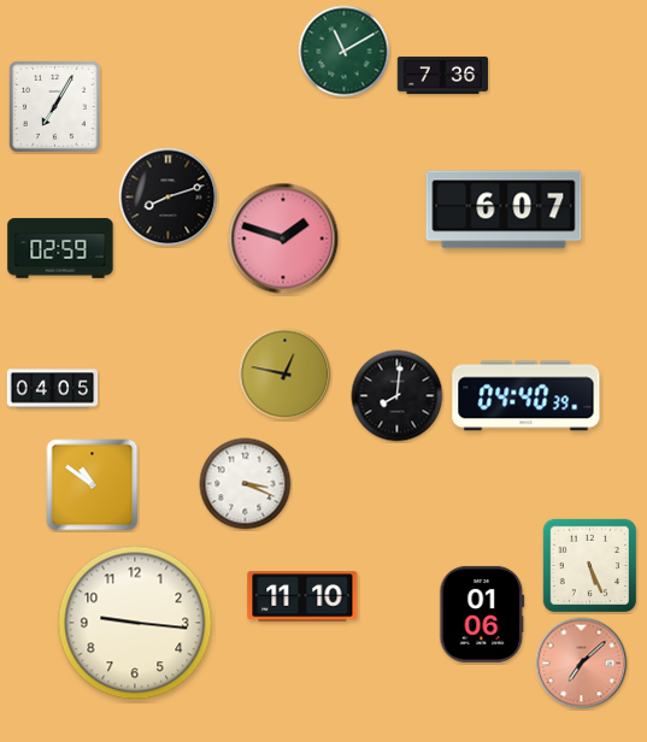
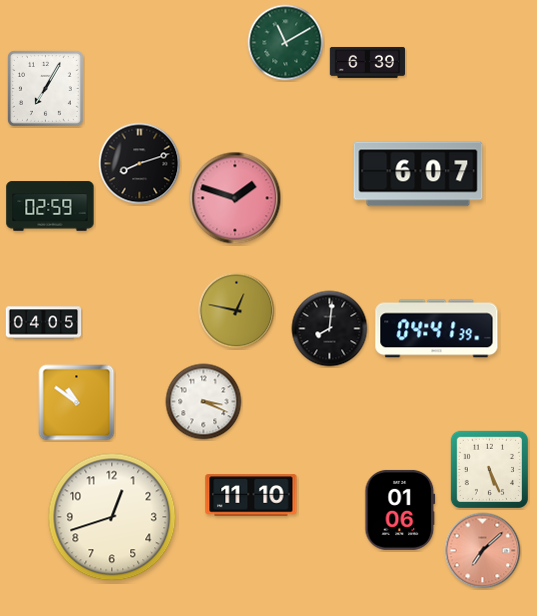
clock at (443, 75): 7:36 -> 6:39
clock at (527, 396): 04:40 -> 04:41
clock at (135, 623): 9:16 -> 12:42
